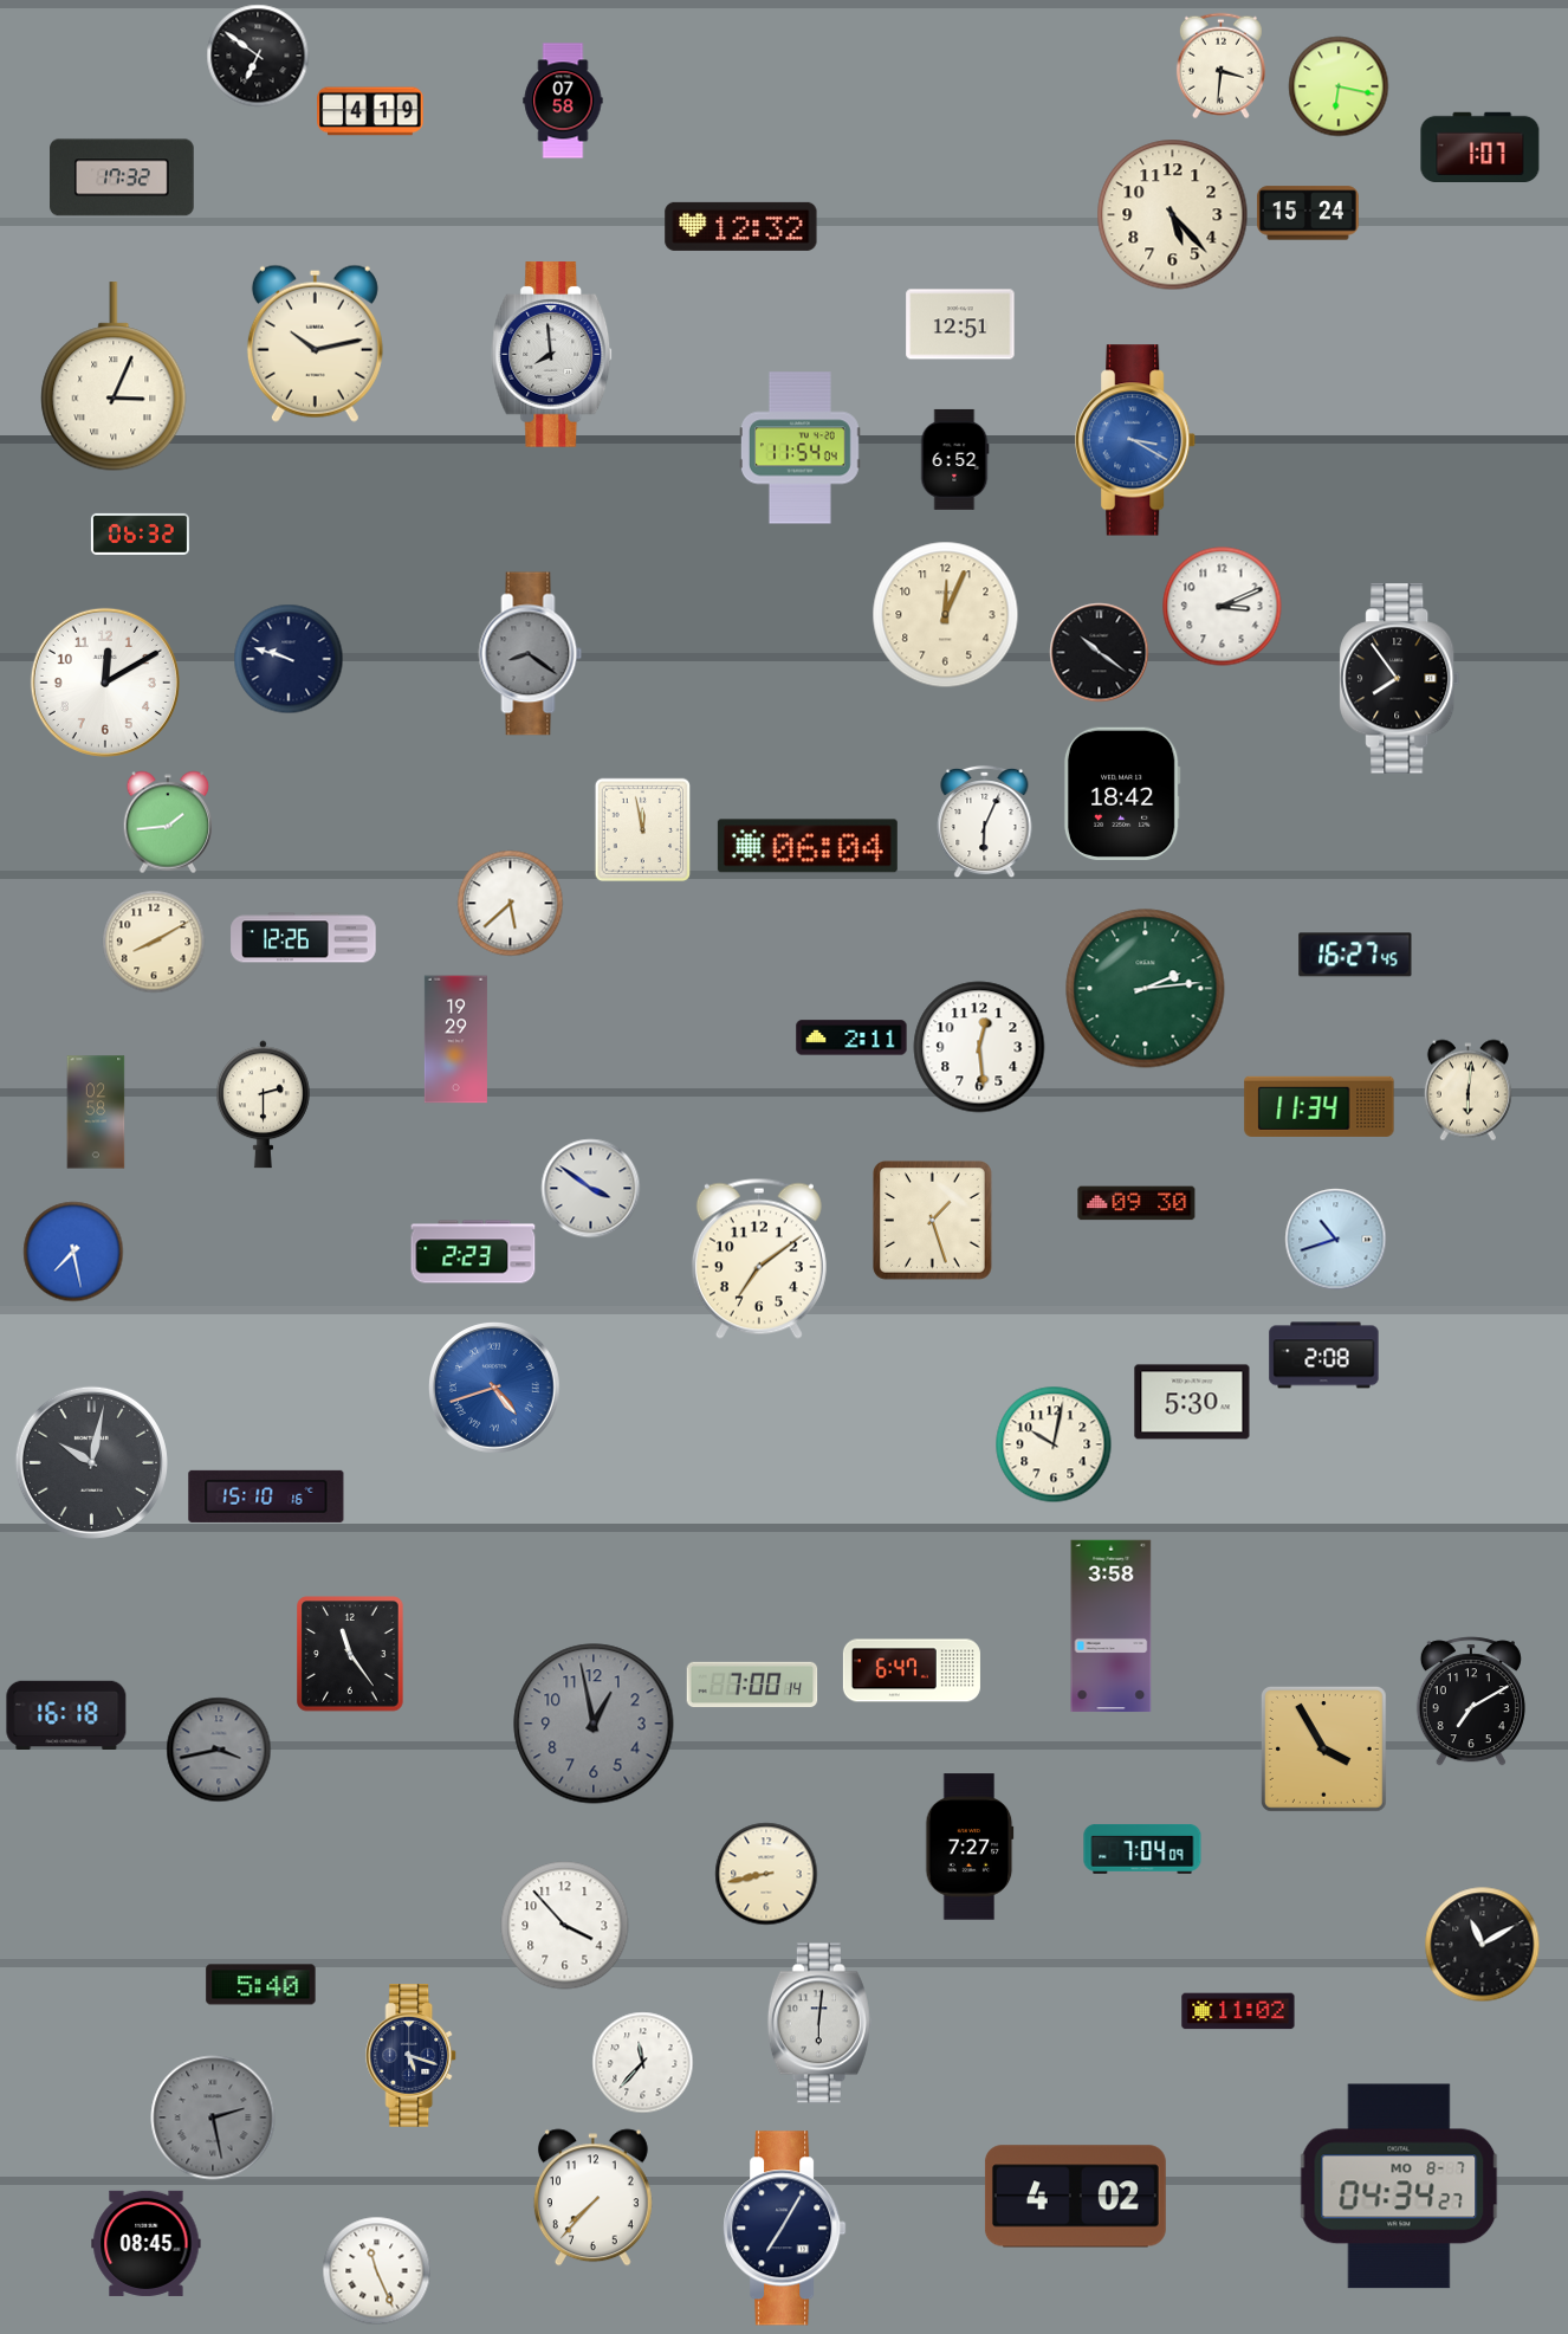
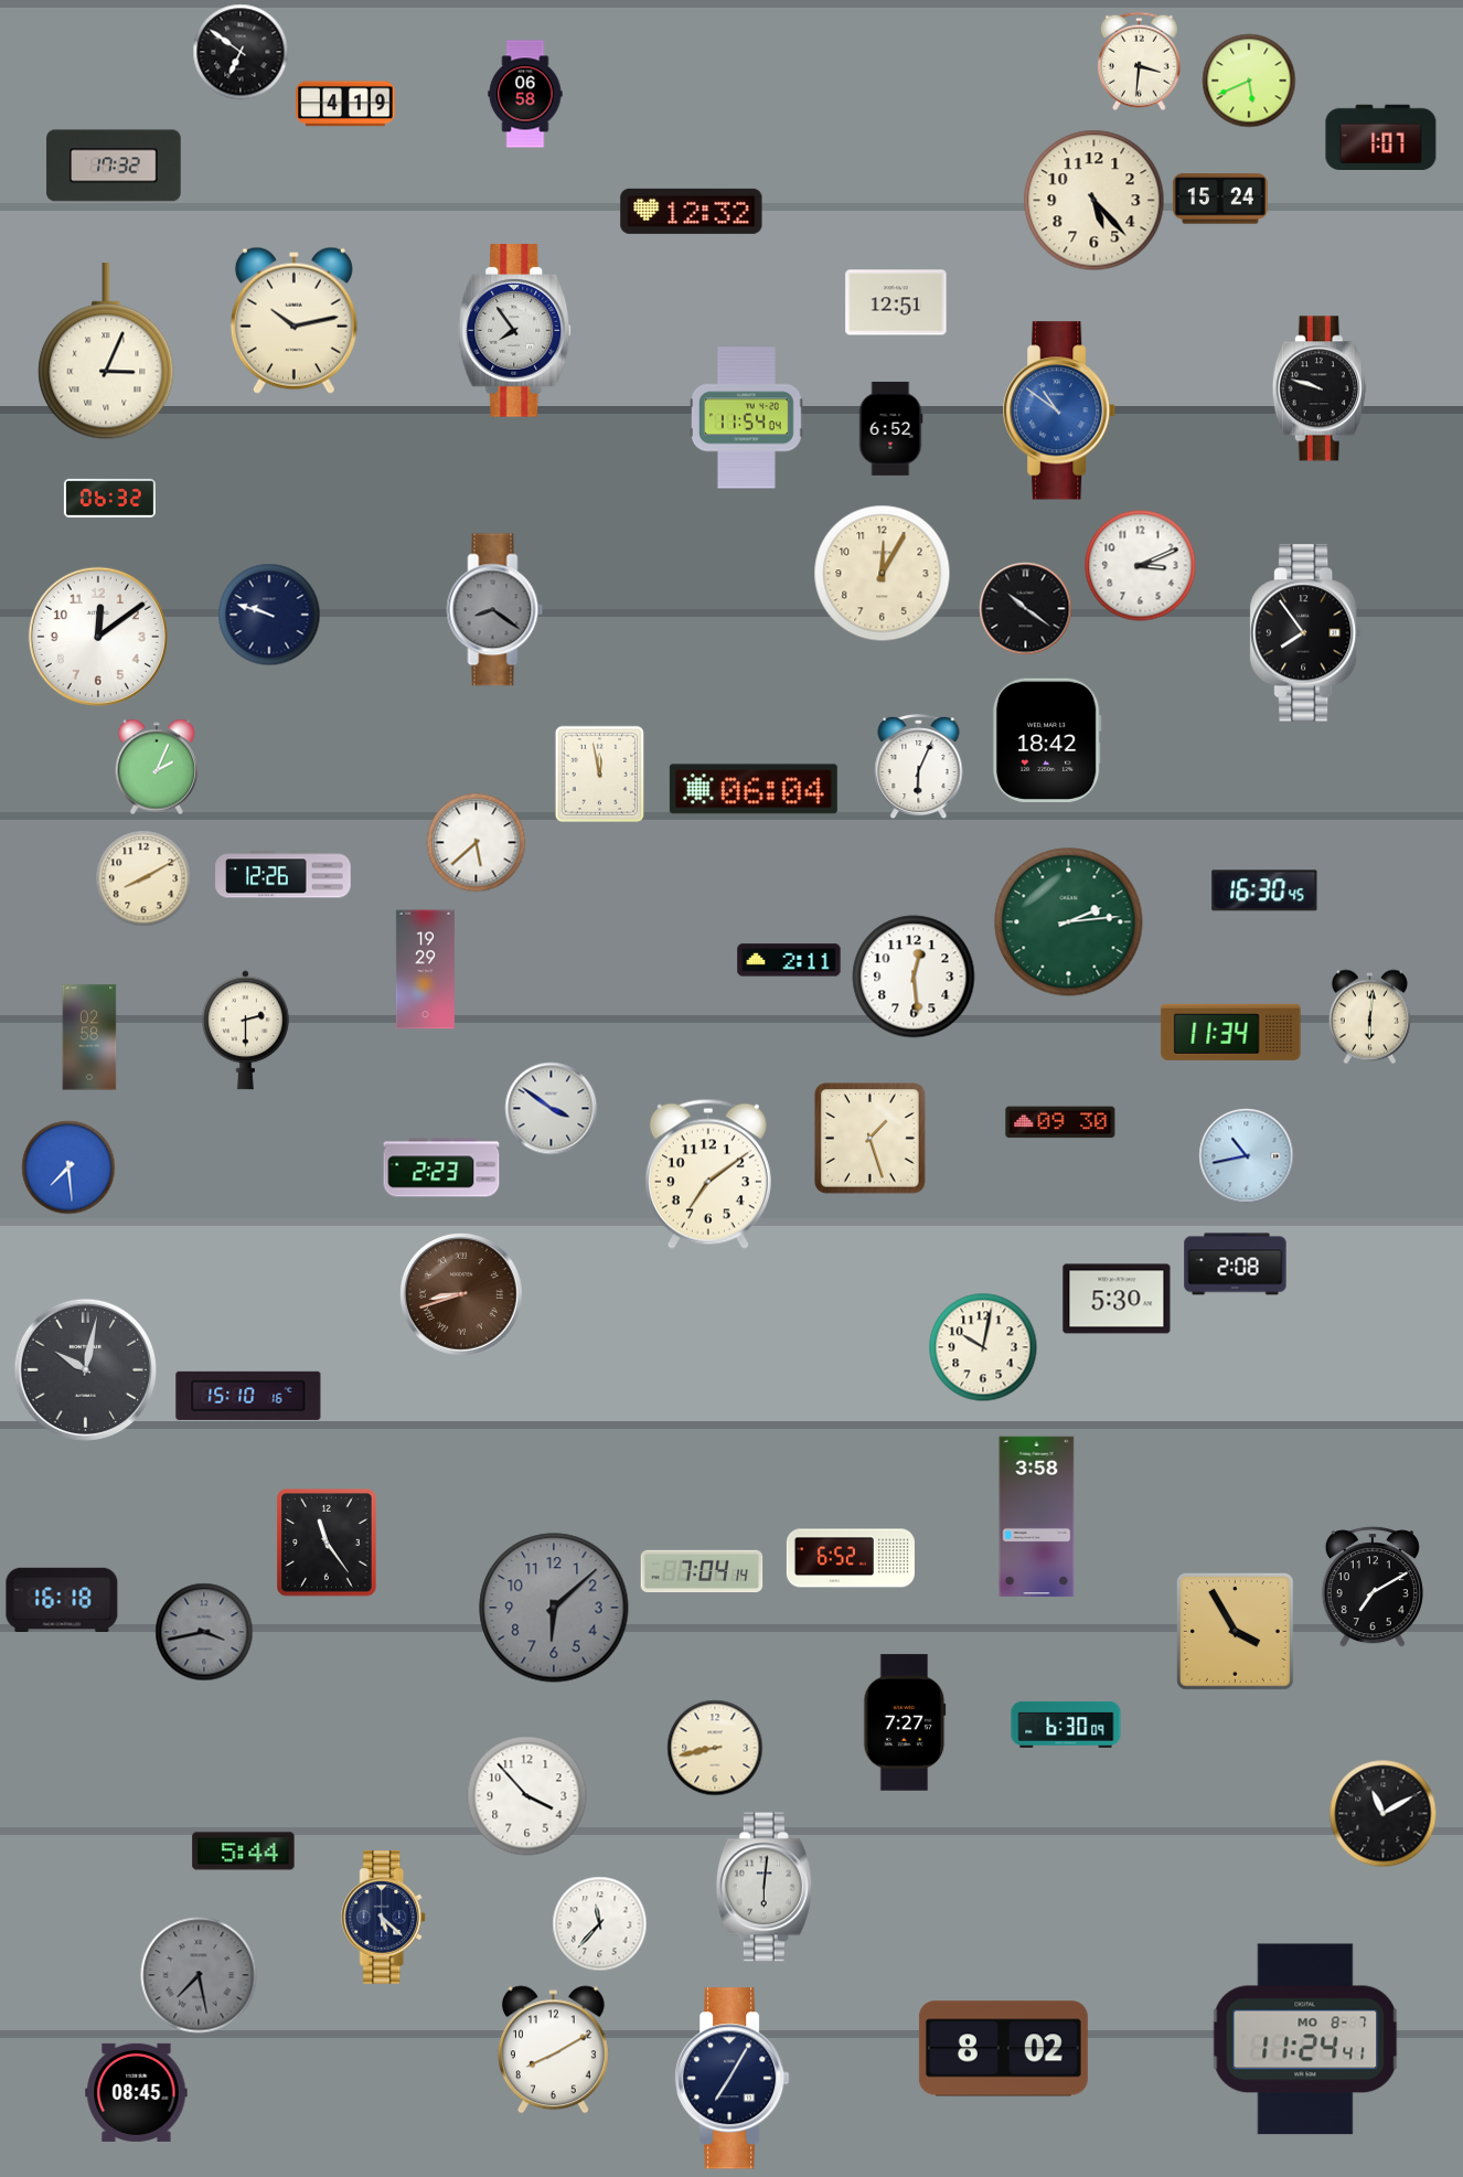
clock at (1339, 86): 6:17 -> 5:41
clock at (563, 101): 07:58 -> 06:58
clock at (552, 355): 7:59 -> 7:54
clock at (1320, 388): none -> 9:48
clock at (1136, 440): 3:20 -> 10:51
clock at (140, 534) position: (140, 534) -> (109, 498)
clock at (946, 615): 12:04 -> 12:05
clock at (105, 683): 12:10 -> 12:09
clock at (168, 822): 1:44 -> 2:04
clock at (1355, 955): 16:27 -> 16:30
clock at (851, 1037) position: (851, 1037) -> (789, 960)
clock at (1336, 1240): 10:42 -> 10:43
clock at (73, 1252): 7:28 -> 7:29
clock at (495, 1389): 4:42 -> 8:42
clock at (495, 1389) dial: blue -> brown
clock at (1192, 1402) position: (1192, 1402) -> (1117, 1299)
clock at (91, 1462) position: (91, 1462) -> (85, 1369)
clock at (912, 1670): 6:47 -> 6:52
clock at (752, 1685): 7:00 -> 7:04
clock at (594, 1724): 12:58 -> 6:08
clock at (1142, 1849): 7:04 -> 6:30
clock at (261, 1985): 5:40 -> 5:44
clock at (1238, 2011): 11:02 -> none
clock at (412, 2056): 5:18 -> 5:22
clock at (213, 2118): 2:28 -> 7:28
clock at (1399, 2186): 04:34 -> 11:24
clock at (1075, 2197): 4:02 -> 8:02
clock at (592, 2198): 7:37 -> 8:10
clock at (377, 2271): 11:26 -> none
